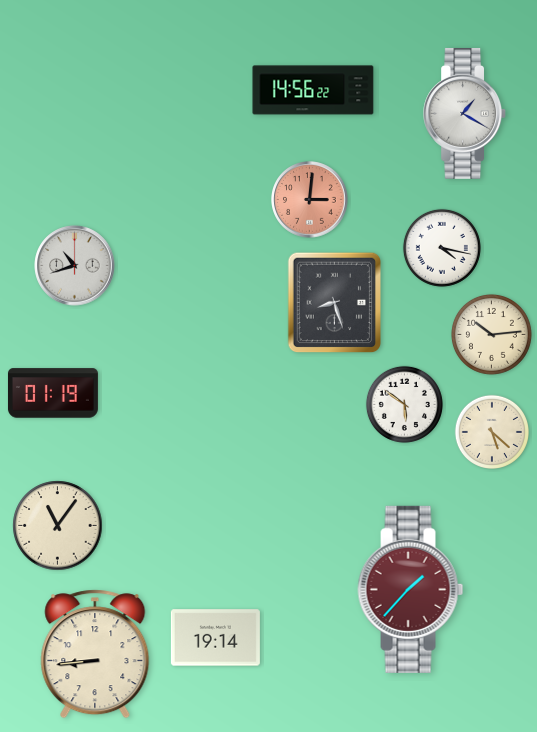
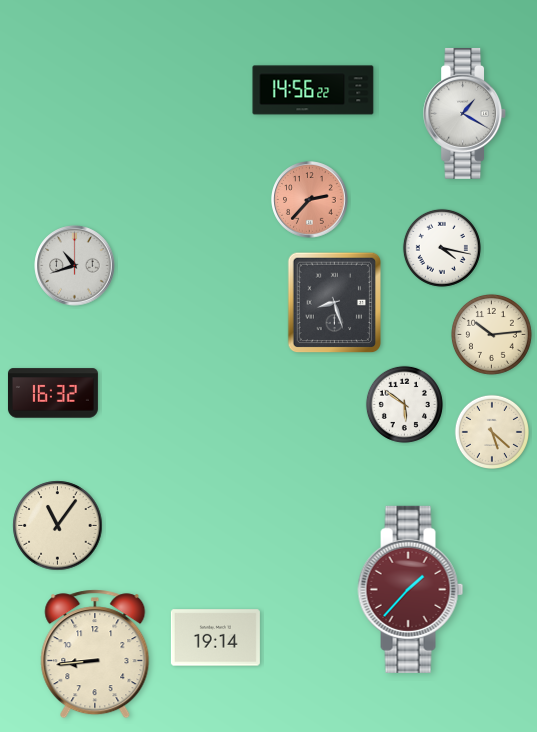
clock at (310, 200): 3:01 -> 2:37
clock at (53, 393): 01:19 -> 16:32
